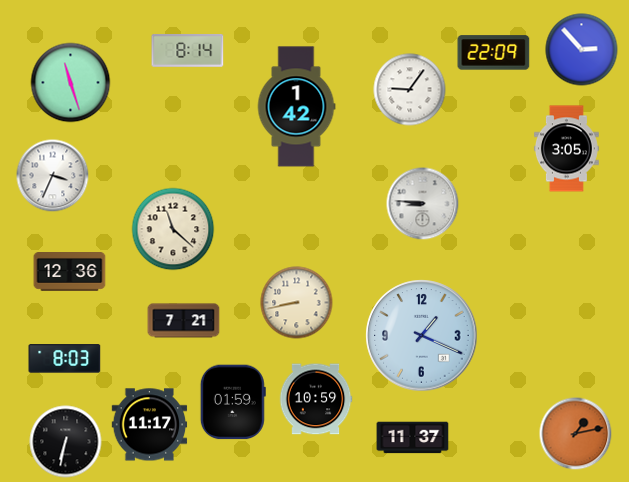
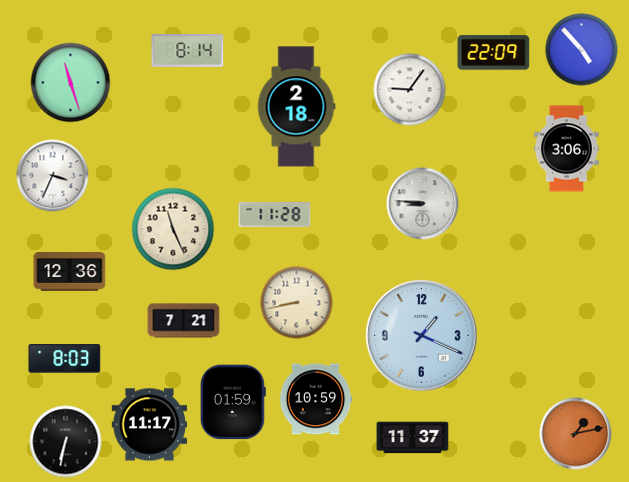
clock at (582, 50): 2:53 -> 4:53
clock at (296, 107): 1:42 -> 2:18
clock at (566, 149): 3:05 -> 3:06
clock at (275, 214): none -> 11:28
clock at (173, 229): 11:22 -> 11:26
